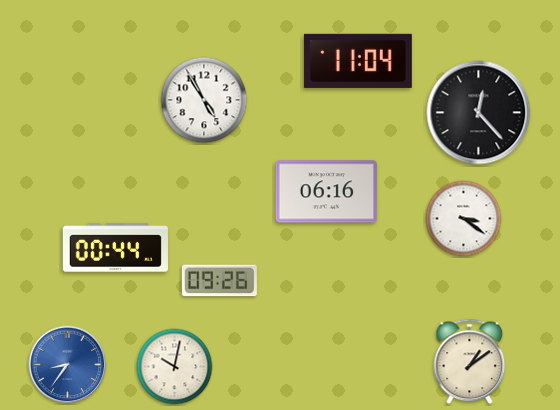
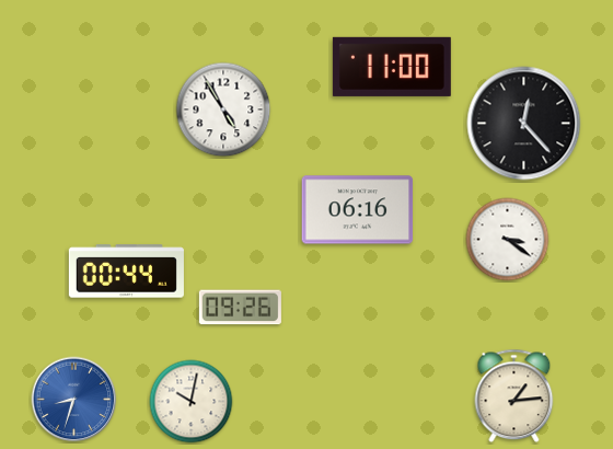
clock at (358, 61): 11:04 -> 11:00
clock at (470, 362): 1:09 -> 1:14
clock at (68, 365): 8:36 -> 8:33
